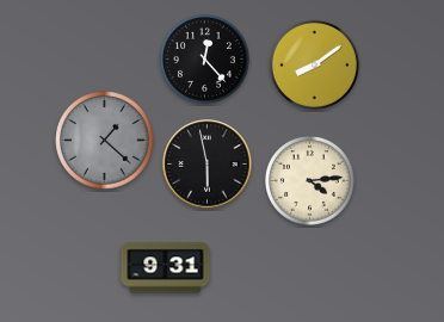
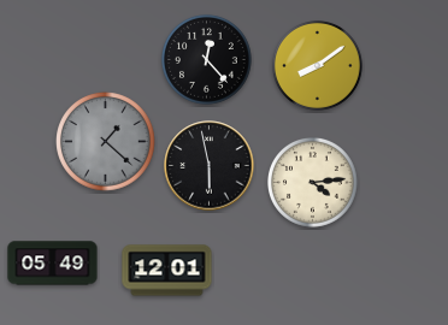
clock at (53, 264): none -> 05:49
clock at (166, 268): 9:31 -> 12:01
